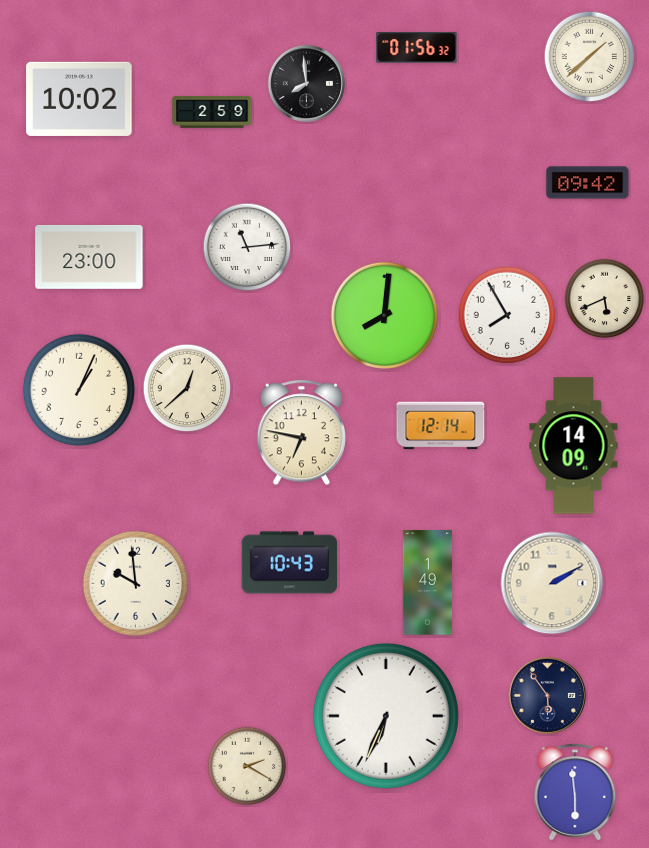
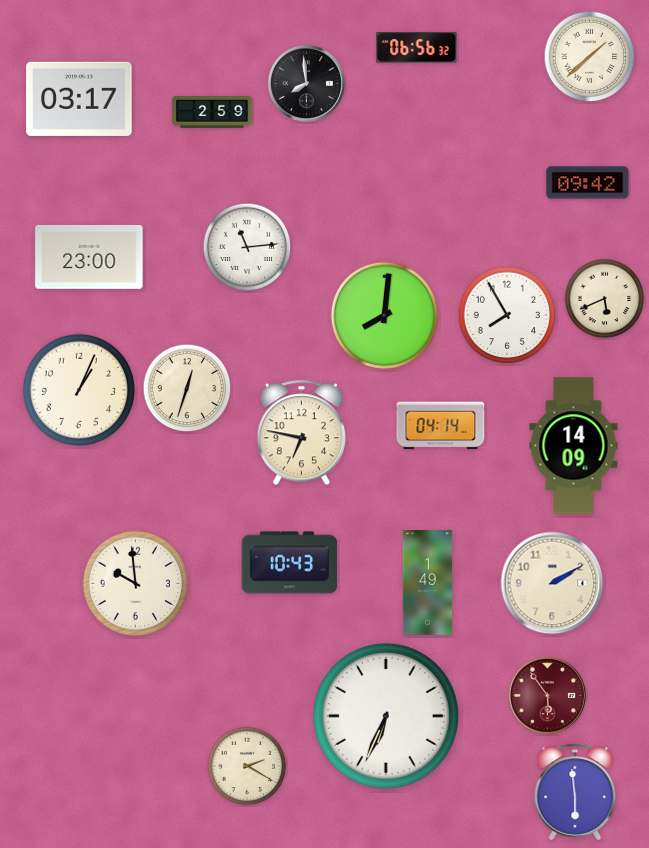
clock at (417, 48): 01:56 -> 06:56
clock at (79, 99): 10:02 -> 03:17
clock at (187, 388): 12:38 -> 12:33
clock at (441, 426): 12:14 -> 04:14
clock at (547, 695) dial: navy -> burgundy
